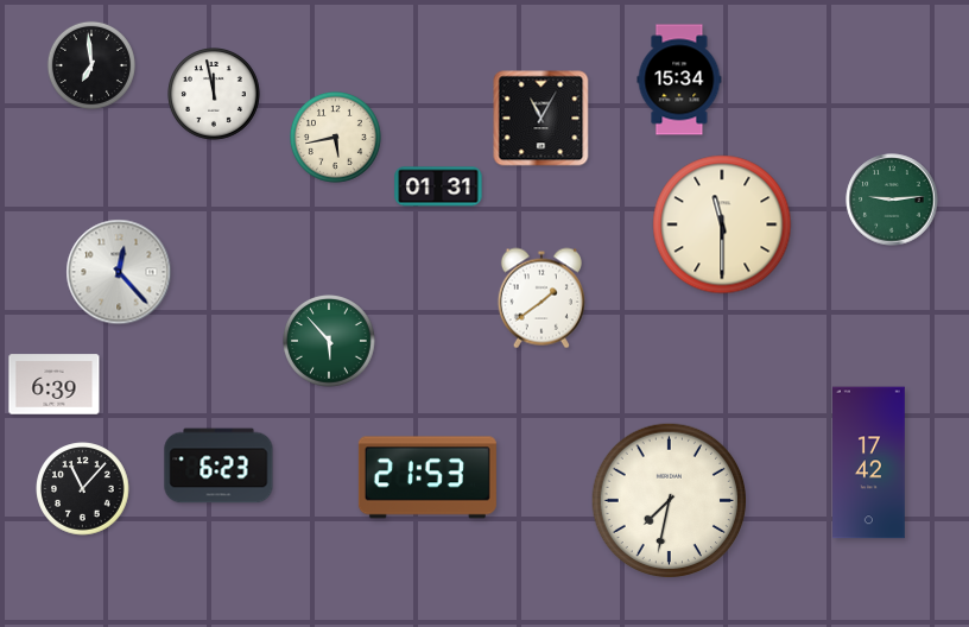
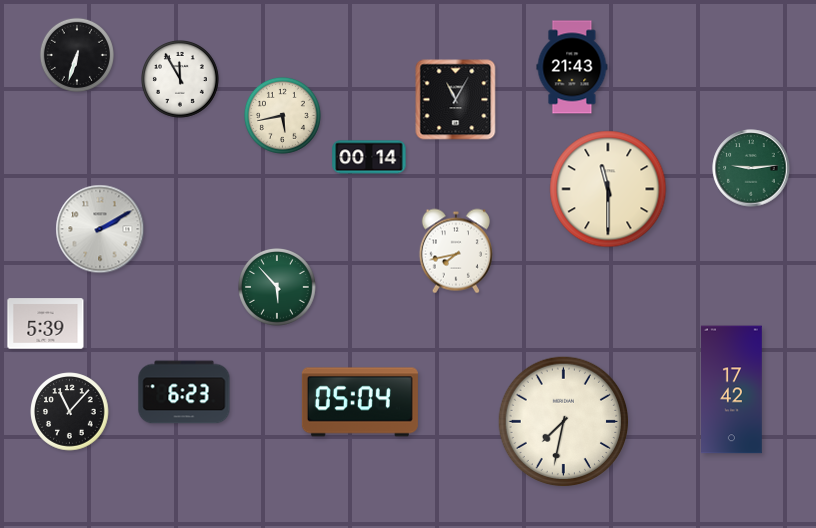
clock at (91, 65): 6:59 -> 6:33
clock at (679, 80): 15:34 -> 21:43
clock at (215, 95): 11:58 -> 11:55
clock at (438, 186): 01:31 -> 00:14
clock at (119, 272): 12:23 -> 2:10
clock at (541, 298): 1:39 -> 7:43
clock at (55, 385): 6:39 -> 5:39
clock at (427, 477): 21:53 -> 05:04
